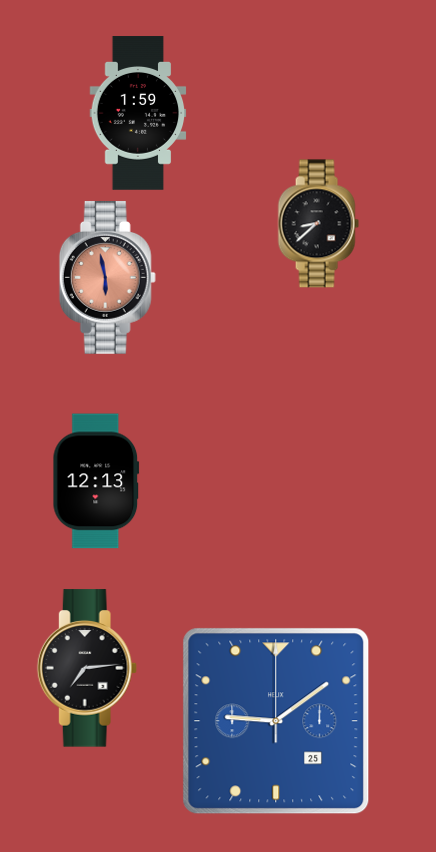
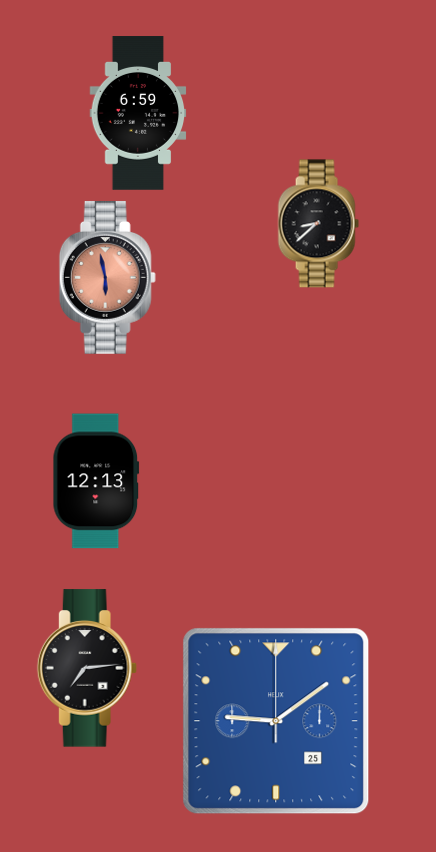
clock at (138, 113): 1:59 -> 6:59
